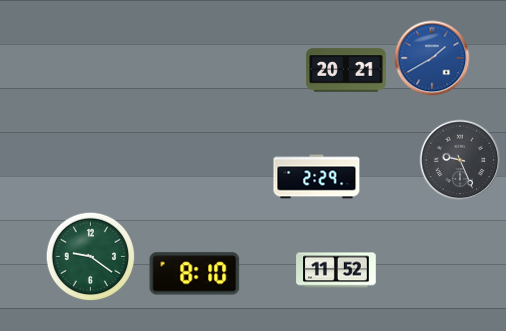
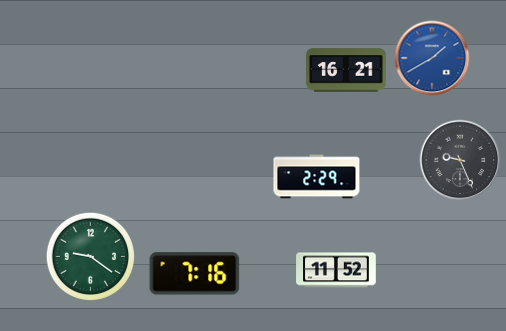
clock at (346, 70): 20:21 -> 16:21
clock at (195, 274): 8:10 -> 7:16
